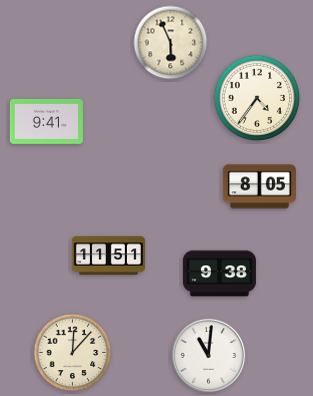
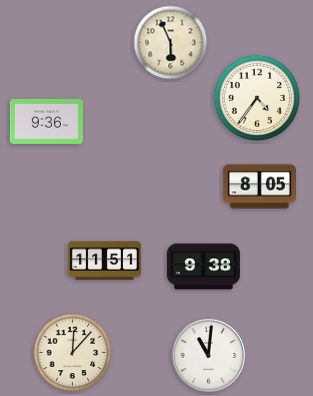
clock at (46, 121): 9:41 -> 9:36
clock at (108, 256) position: (108, 256) -> (104, 261)
clock at (219, 274) position: (219, 274) -> (203, 267)
